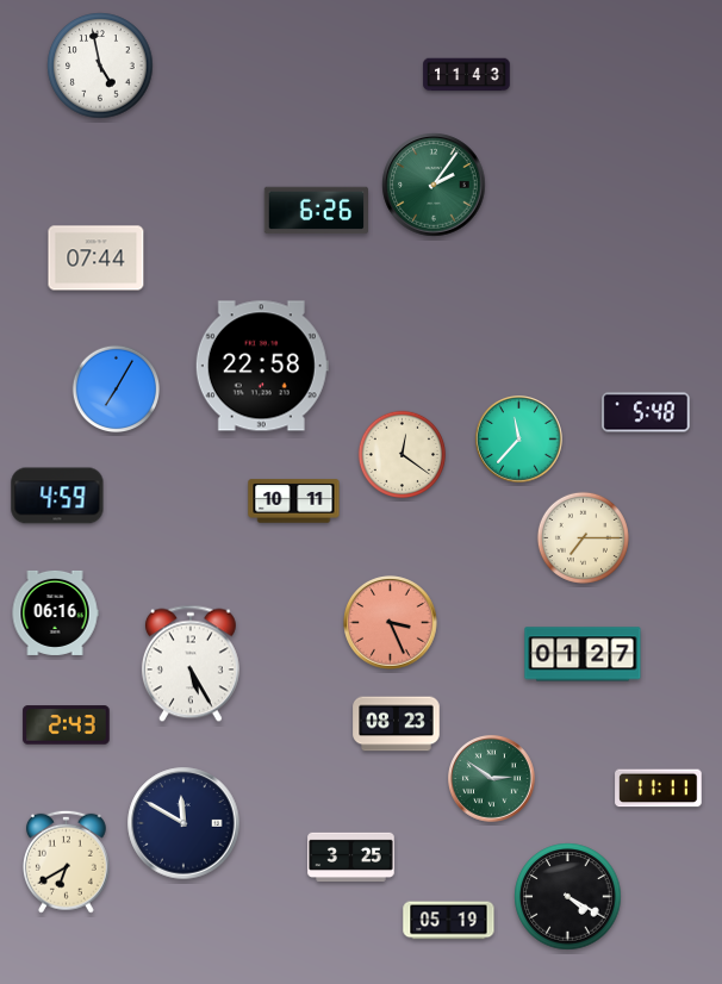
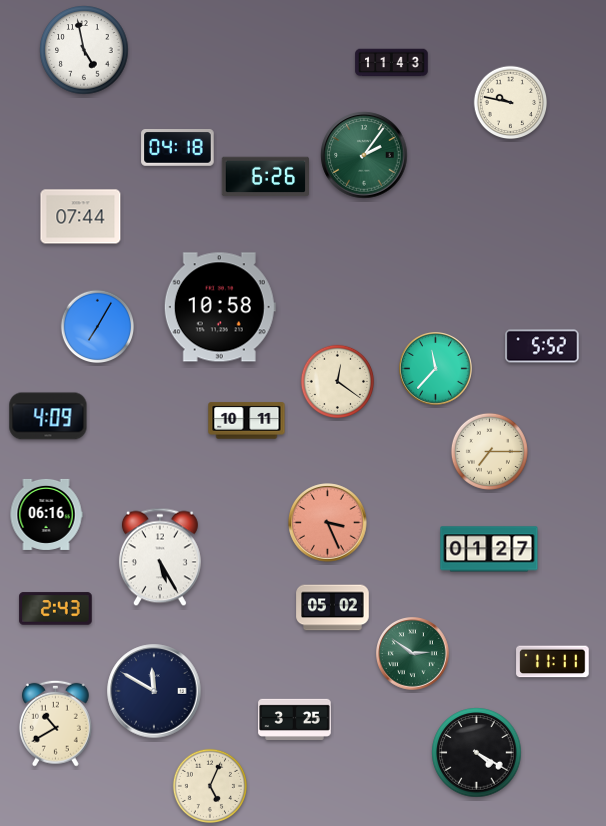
clock at (100, 66) position: (100, 66) -> (84, 50)
clock at (511, 103): none -> 9:47
clock at (178, 148): none -> 04:18
clock at (262, 366): 22:58 -> 10:58
clock at (646, 412): 5:48 -> 5:52
clock at (57, 496): 4:59 -> 4:09
clock at (397, 724): 08:23 -> 05:02
clock at (66, 861): 6:40 -> 10:40
clock at (449, 921): 05:19 -> none
clock at (209, 785): none -> 5:04
